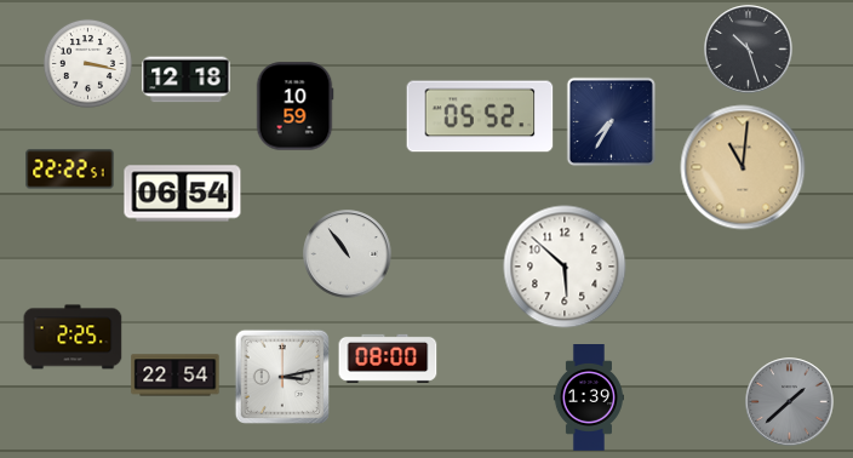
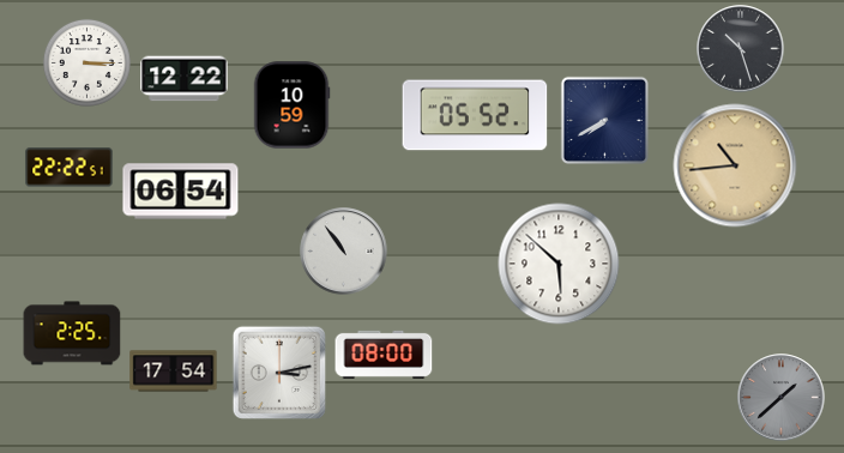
clock at (87, 63): 3:17 -> 3:15
clock at (187, 80): 12:18 -> 12:22
clock at (611, 121): 7:35 -> 7:40
clock at (743, 167): 11:01 -> 10:44
clock at (176, 376): 22:54 -> 17:54
clock at (589, 399): 1:39 -> none
